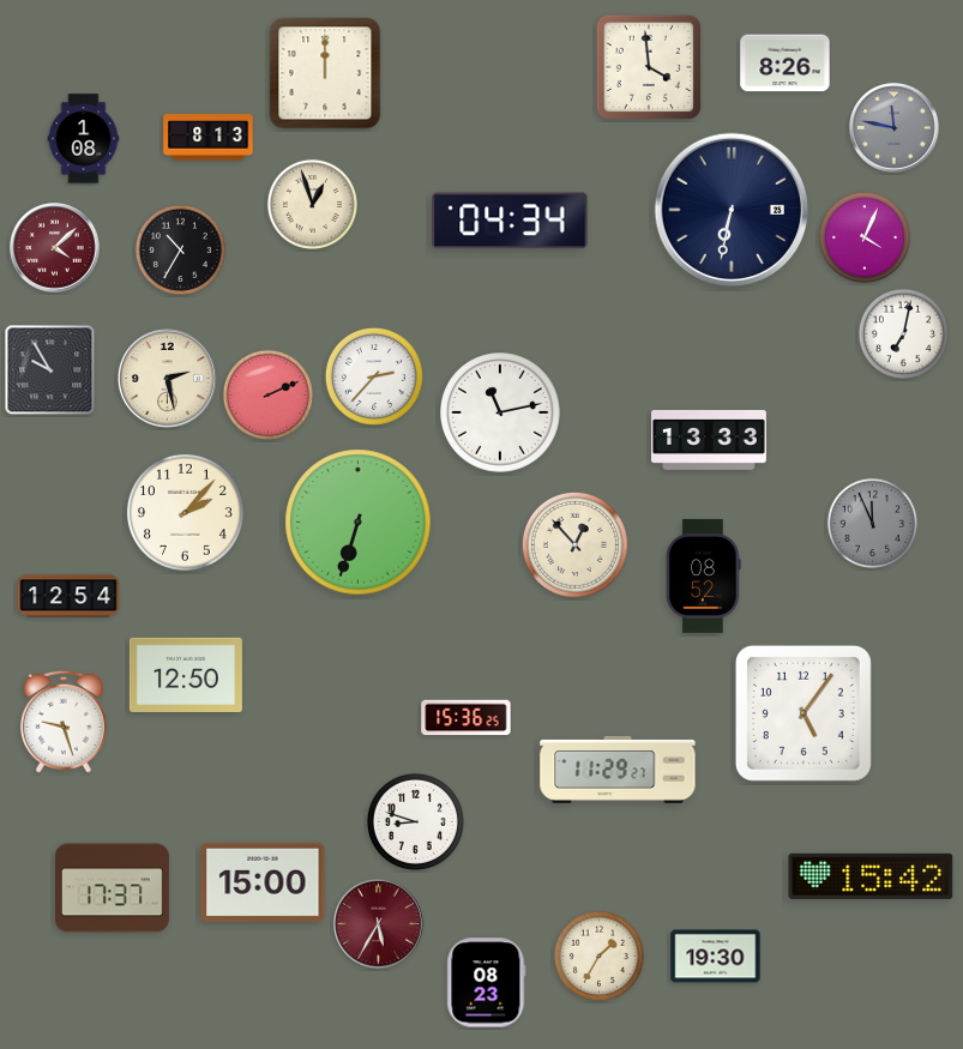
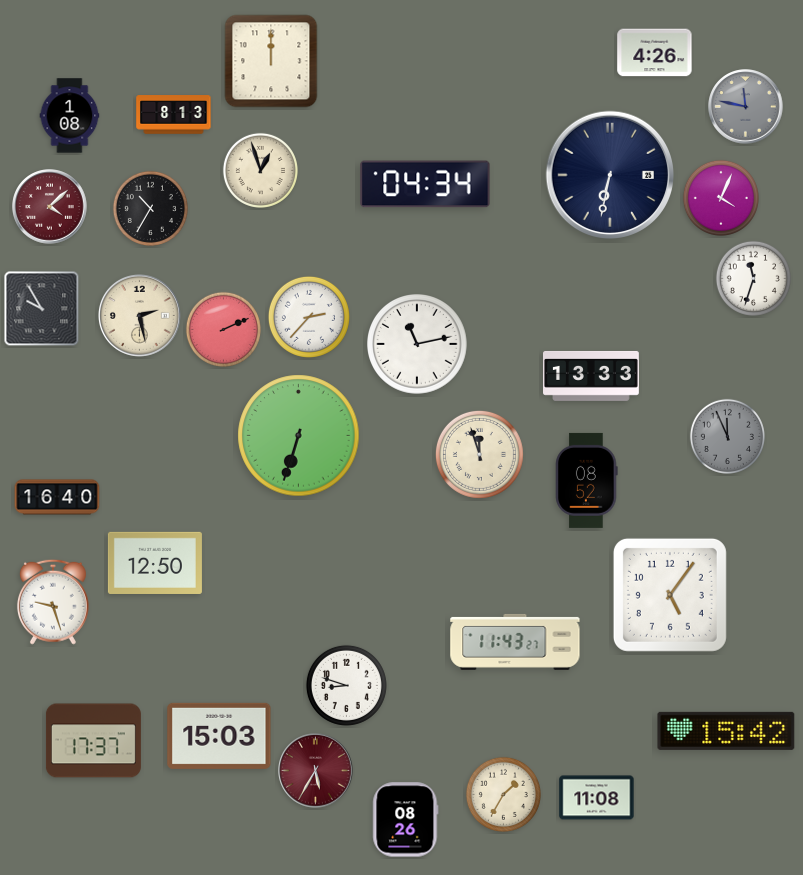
clock at (786, 64): 8:26 -> 4:26
clock at (649, 67): 3:59 -> none
clock at (55, 248) position: (55, 248) -> (50, 207)
clock at (903, 333): 7:02 -> 11:33
clock at (374, 376) position: (374, 376) -> (309, 317)
clock at (710, 440) position: (710, 440) -> (592, 376)
clock at (186, 513): 2:07 -> none
clock at (574, 544): 12:53 -> 11:57
clock at (68, 596): 12:54 -> 16:40
clock at (467, 718): 15:36 -> none
clock at (618, 770): 11:29 -> 11:43
clock at (263, 882): 15:00 -> 15:03
clock at (598, 955) position: (598, 955) -> (503, 794)
clock at (716, 957): 19:30 -> 11:08
clock at (487, 983): 08:23 -> 08:26
